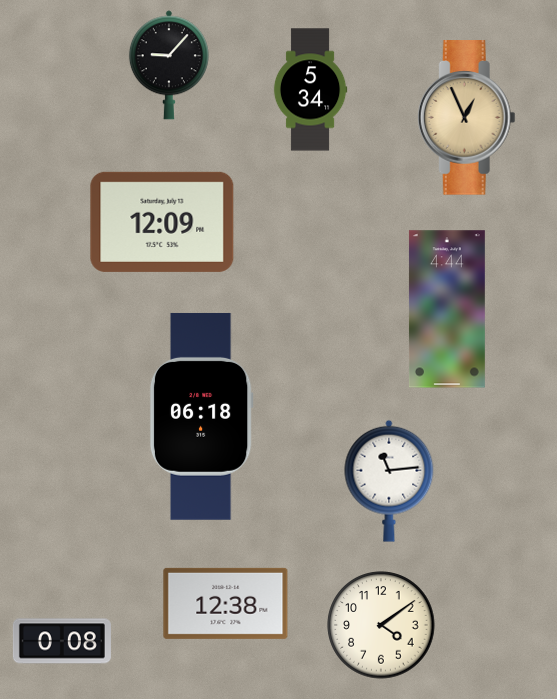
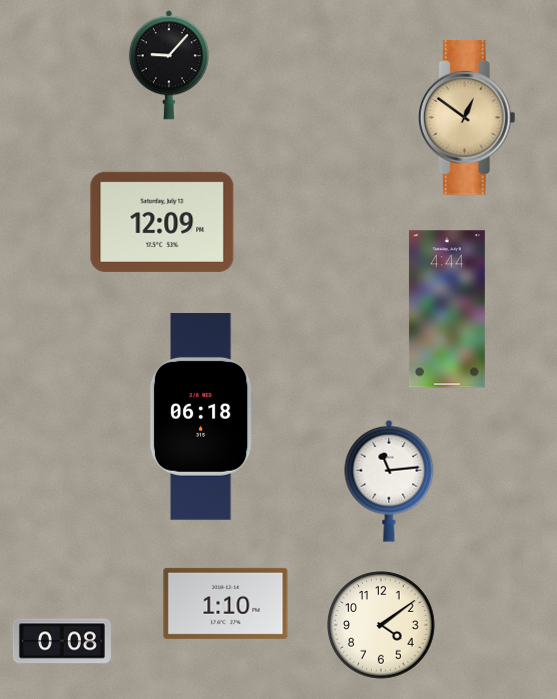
clock at (310, 90): 5:34 -> none
clock at (466, 118): 12:56 -> 12:51
clock at (226, 603): 12:38 -> 1:10
